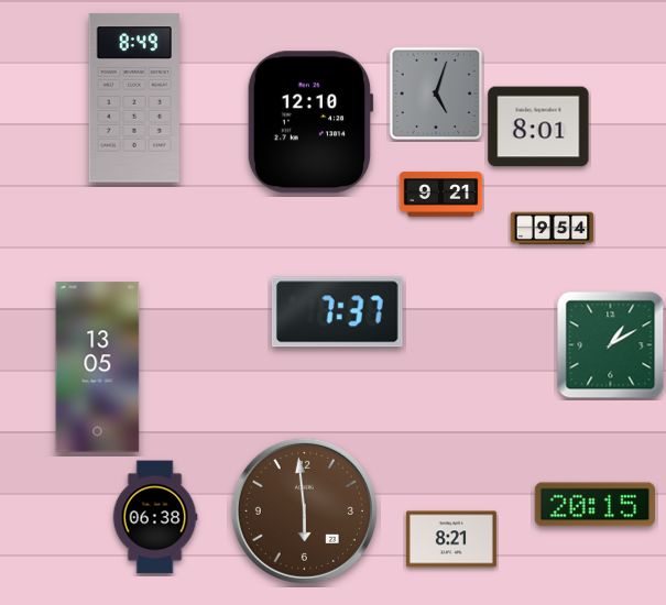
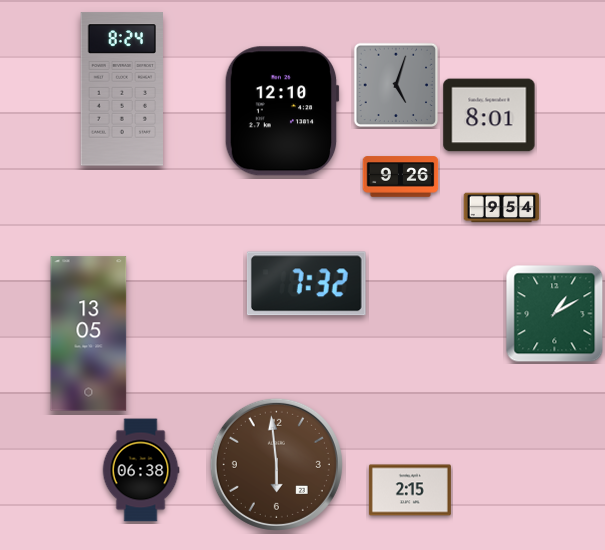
clock at (133, 98): 8:49 -> 8:24
clock at (441, 195): 9:21 -> 9:26
clock at (337, 312): 7:37 -> 7:32
clock at (594, 505): 20:15 -> none
clock at (451, 539): 8:21 -> 2:15
